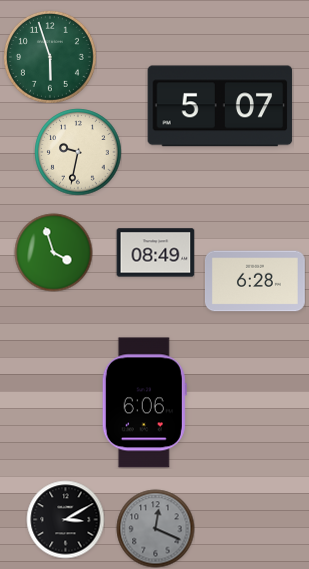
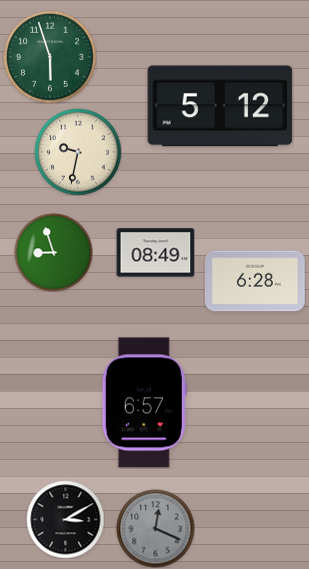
clock at (220, 106): 5:07 -> 5:12
clock at (53, 252): 3:57 -> 8:57
clock at (144, 403): 6:06 -> 6:57
